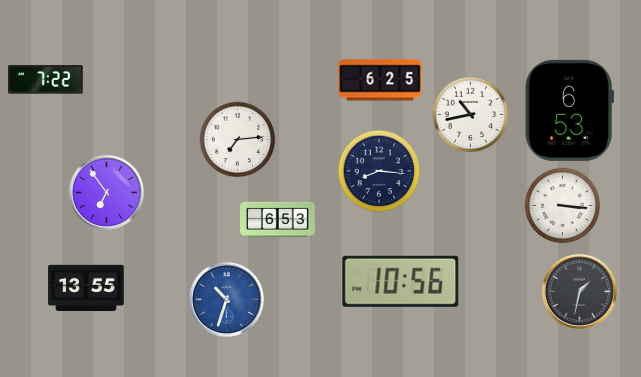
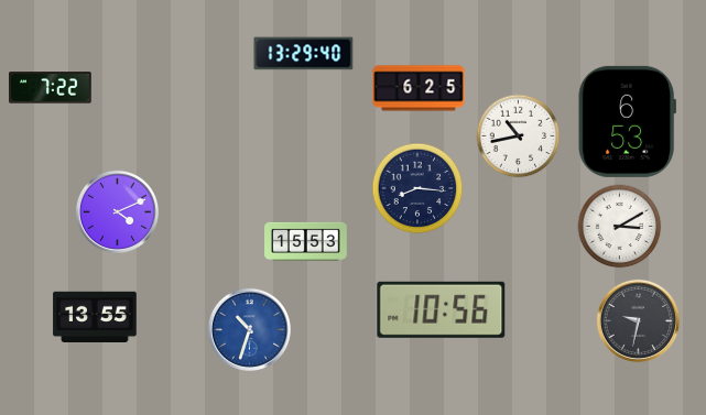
clock at (304, 54): none -> 13:29
clock at (471, 115) position: (471, 115) -> (519, 136)
clock at (238, 140): 7:14 -> none
clock at (106, 192): 6:54 -> 4:11
clock at (563, 206): 3:16 -> 3:10
clock at (278, 219): 6:53 -> 15:53
clock at (579, 291): 1:32 -> 9:32
